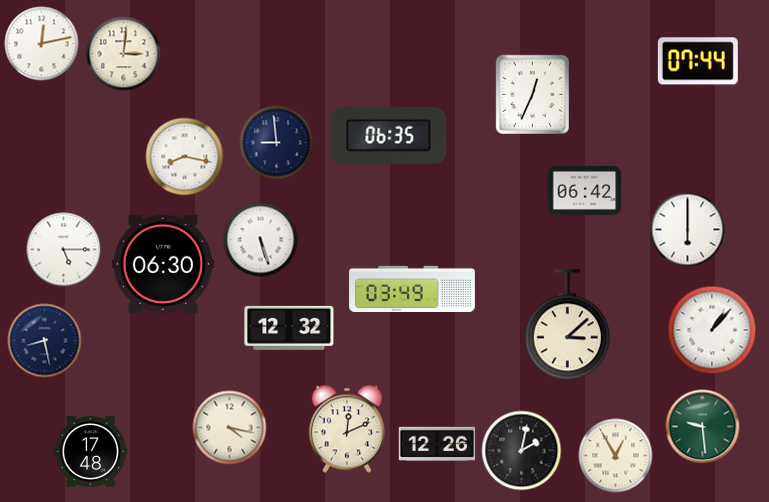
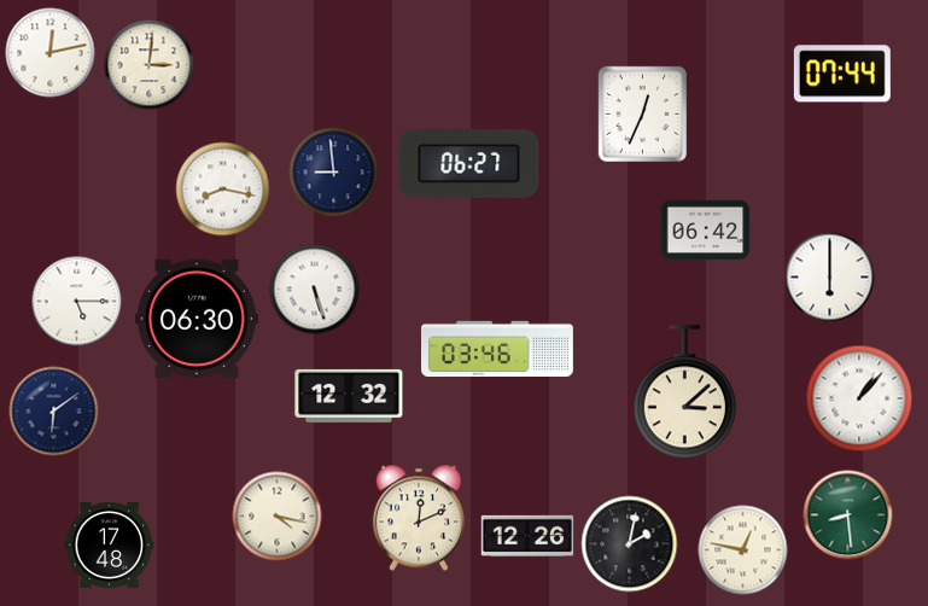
clock at (389, 136): 06:35 -> 06:27
clock at (413, 288): 03:49 -> 03:46
clock at (45, 341): 8:28 -> 6:09
clock at (703, 427): 9:29 -> 8:29
clock at (616, 456): 12:55 -> 12:47
